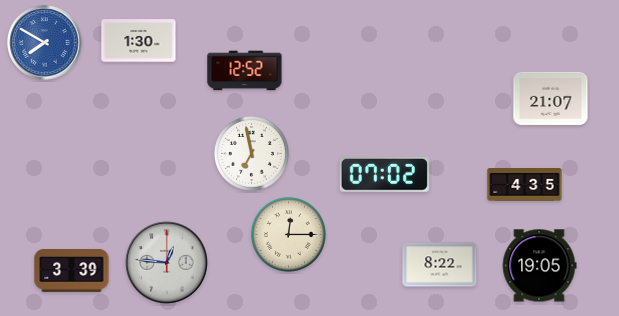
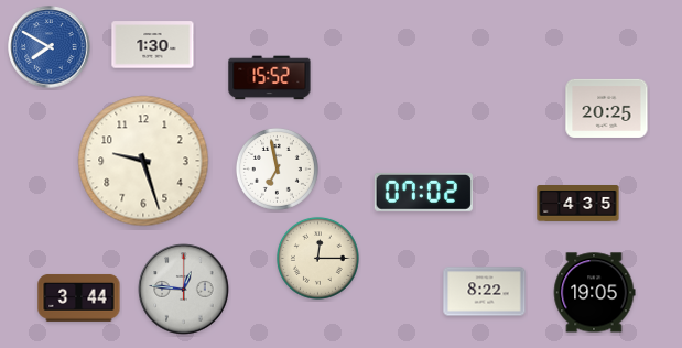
clock at (245, 71): 12:52 -> 15:52
clock at (551, 98): 21:07 -> 20:25
clock at (143, 161): none -> 9:27
clock at (72, 270): 3:39 -> 3:44
